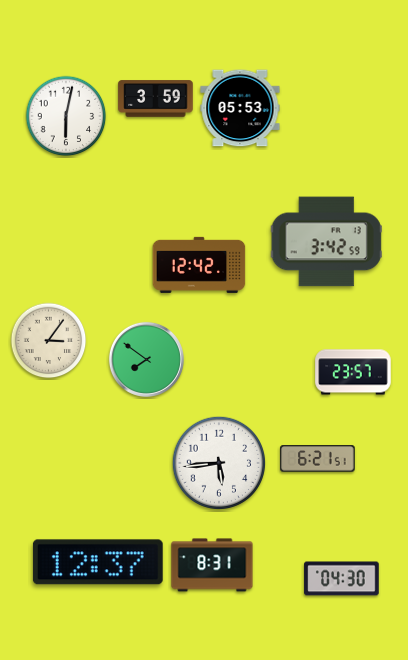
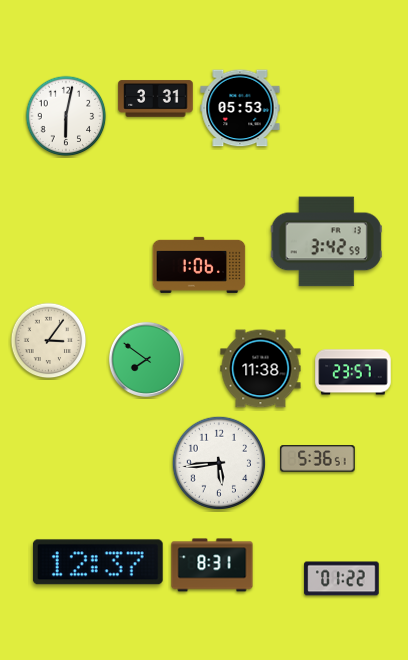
clock at (156, 99): 3:59 -> 3:31
clock at (199, 265): 12:42 -> 1:06
clock at (261, 369): none -> 11:38
clock at (318, 459): 6:21 -> 5:36
clock at (342, 579): 04:30 -> 01:22
